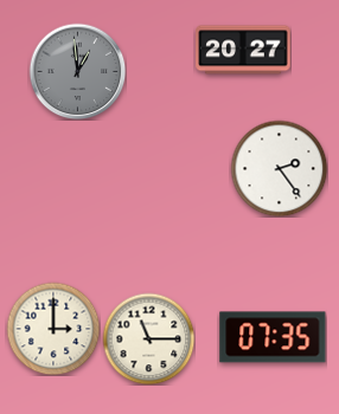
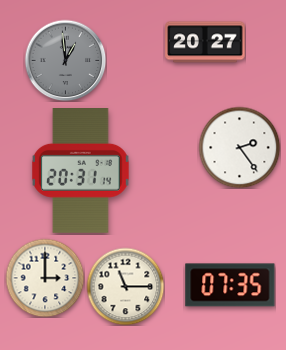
clock at (279, 168) position: (279, 168) -> (239, 147)
clock at (81, 171): none -> 20:31
